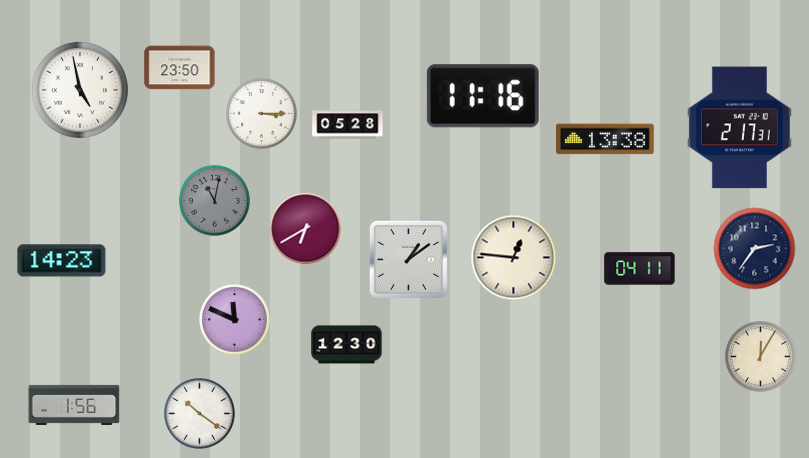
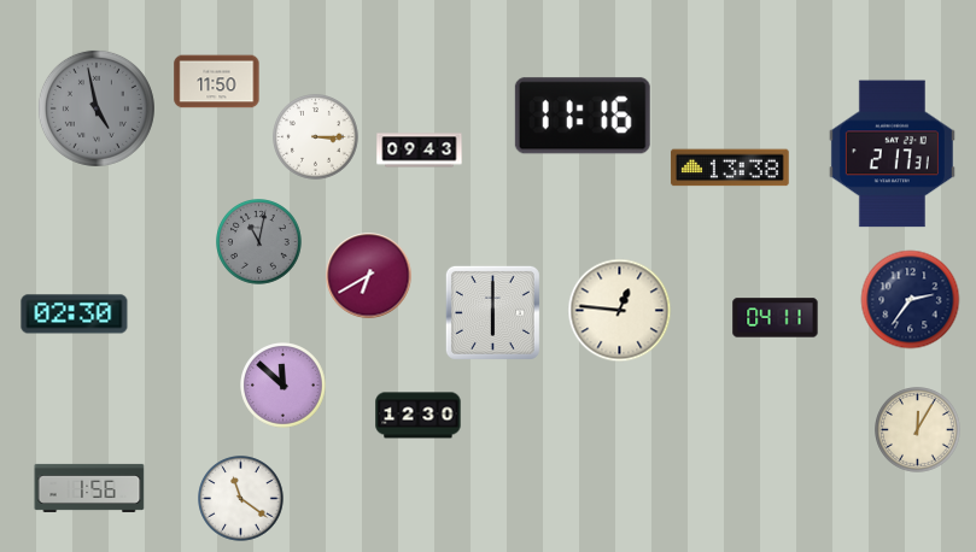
clock at (180, 68): 23:50 -> 11:50
clock at (80, 90) dial: white -> grey
clock at (348, 125): 05:28 -> 09:43
clock at (408, 259): 1:09 -> 6:00
clock at (62, 261): 14:23 -> 02:30
clock at (640, 269) position: (640, 269) -> (776, 318)
clock at (235, 320): 11:49 -> 11:52
clock at (200, 414): 10:21 -> 11:21
